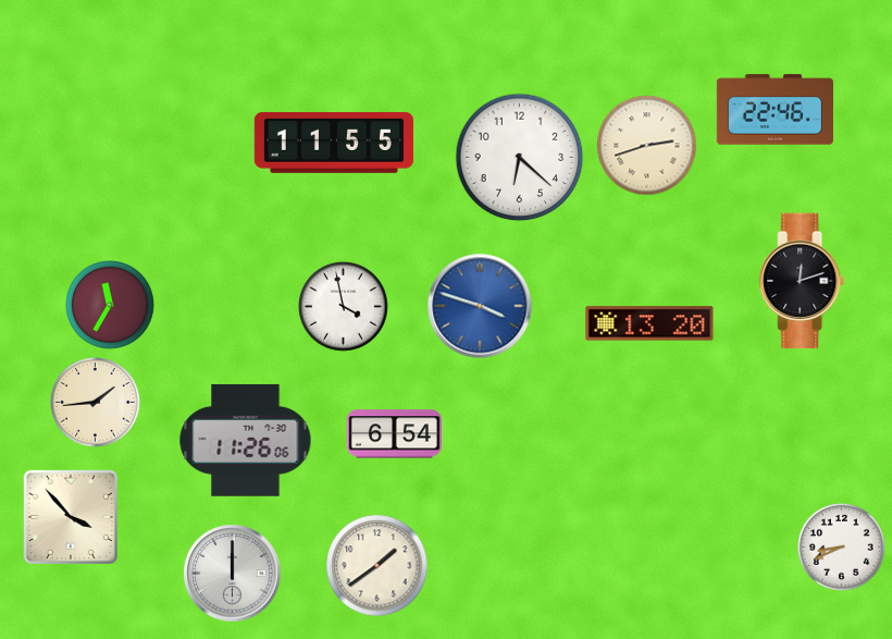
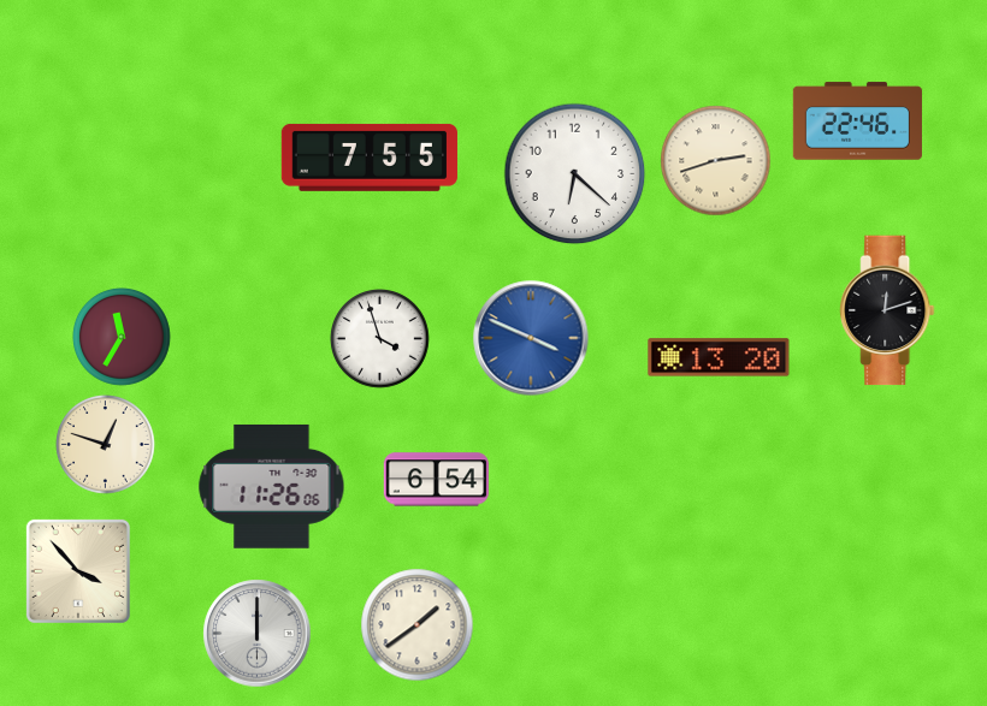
clock at (333, 143): 11:55 -> 7:55
clock at (480, 306): 3:48 -> 3:49
clock at (344, 307): 3:58 -> 3:57
clock at (96, 403): 1:44 -> 12:48
clock at (841, 546): 8:41 -> none
